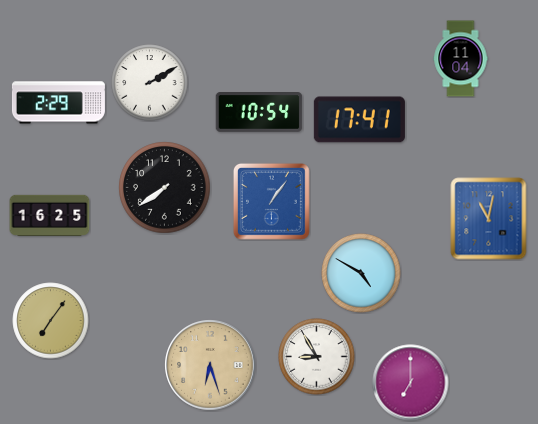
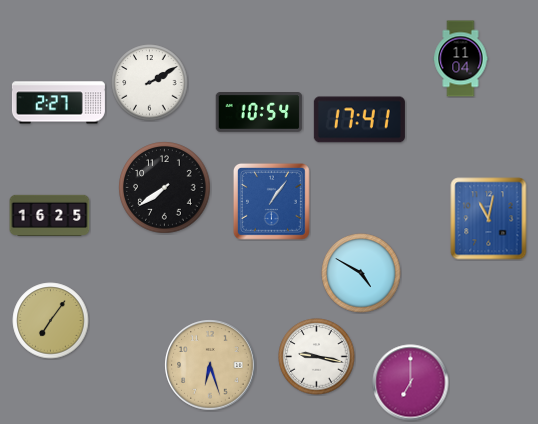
clock at (58, 103): 2:29 -> 2:27
clock at (317, 357): 8:55 -> 9:17
